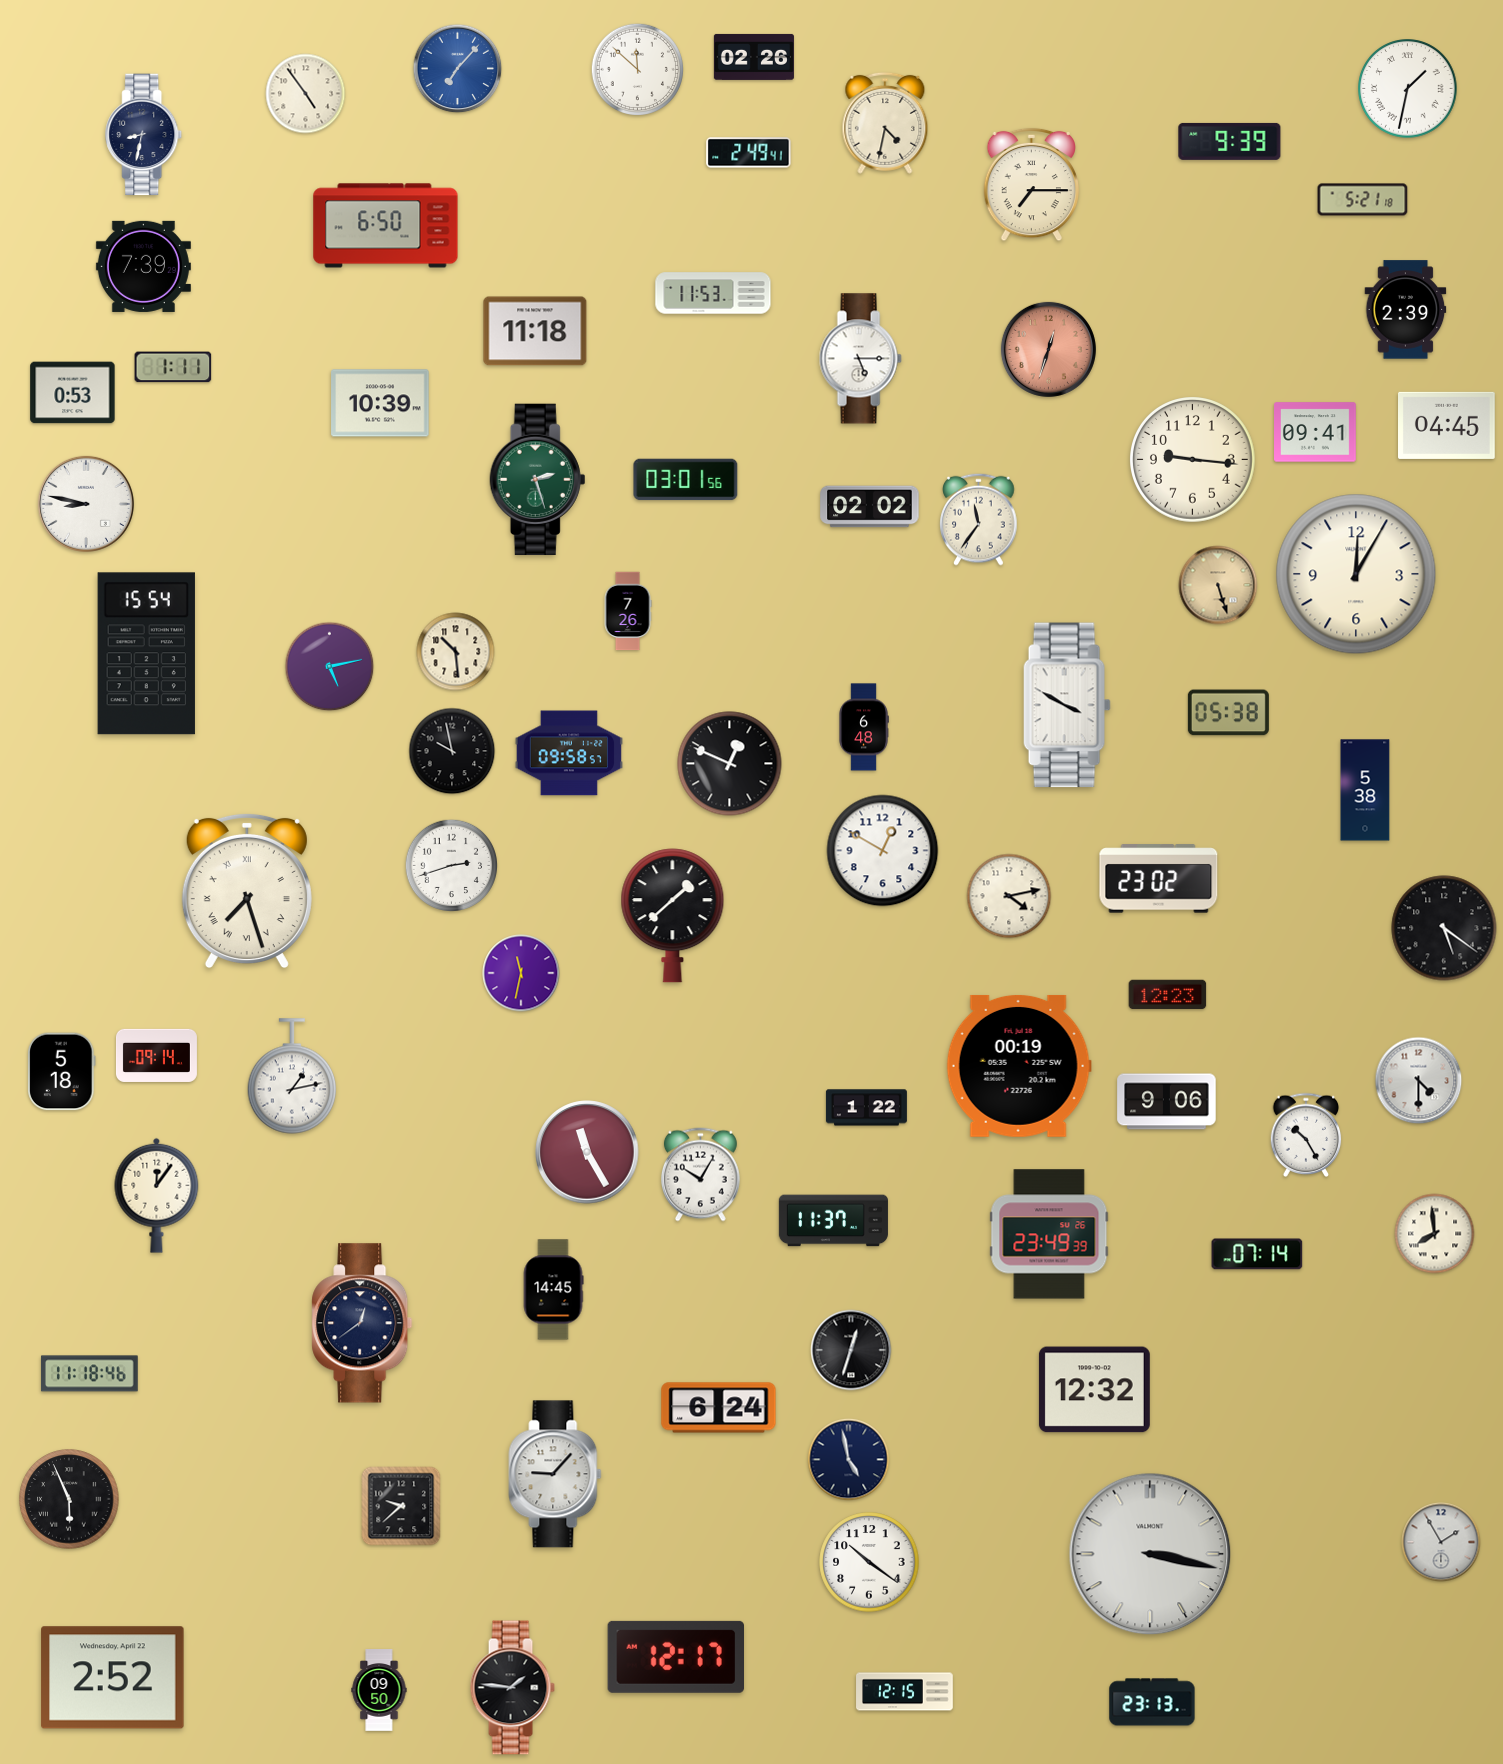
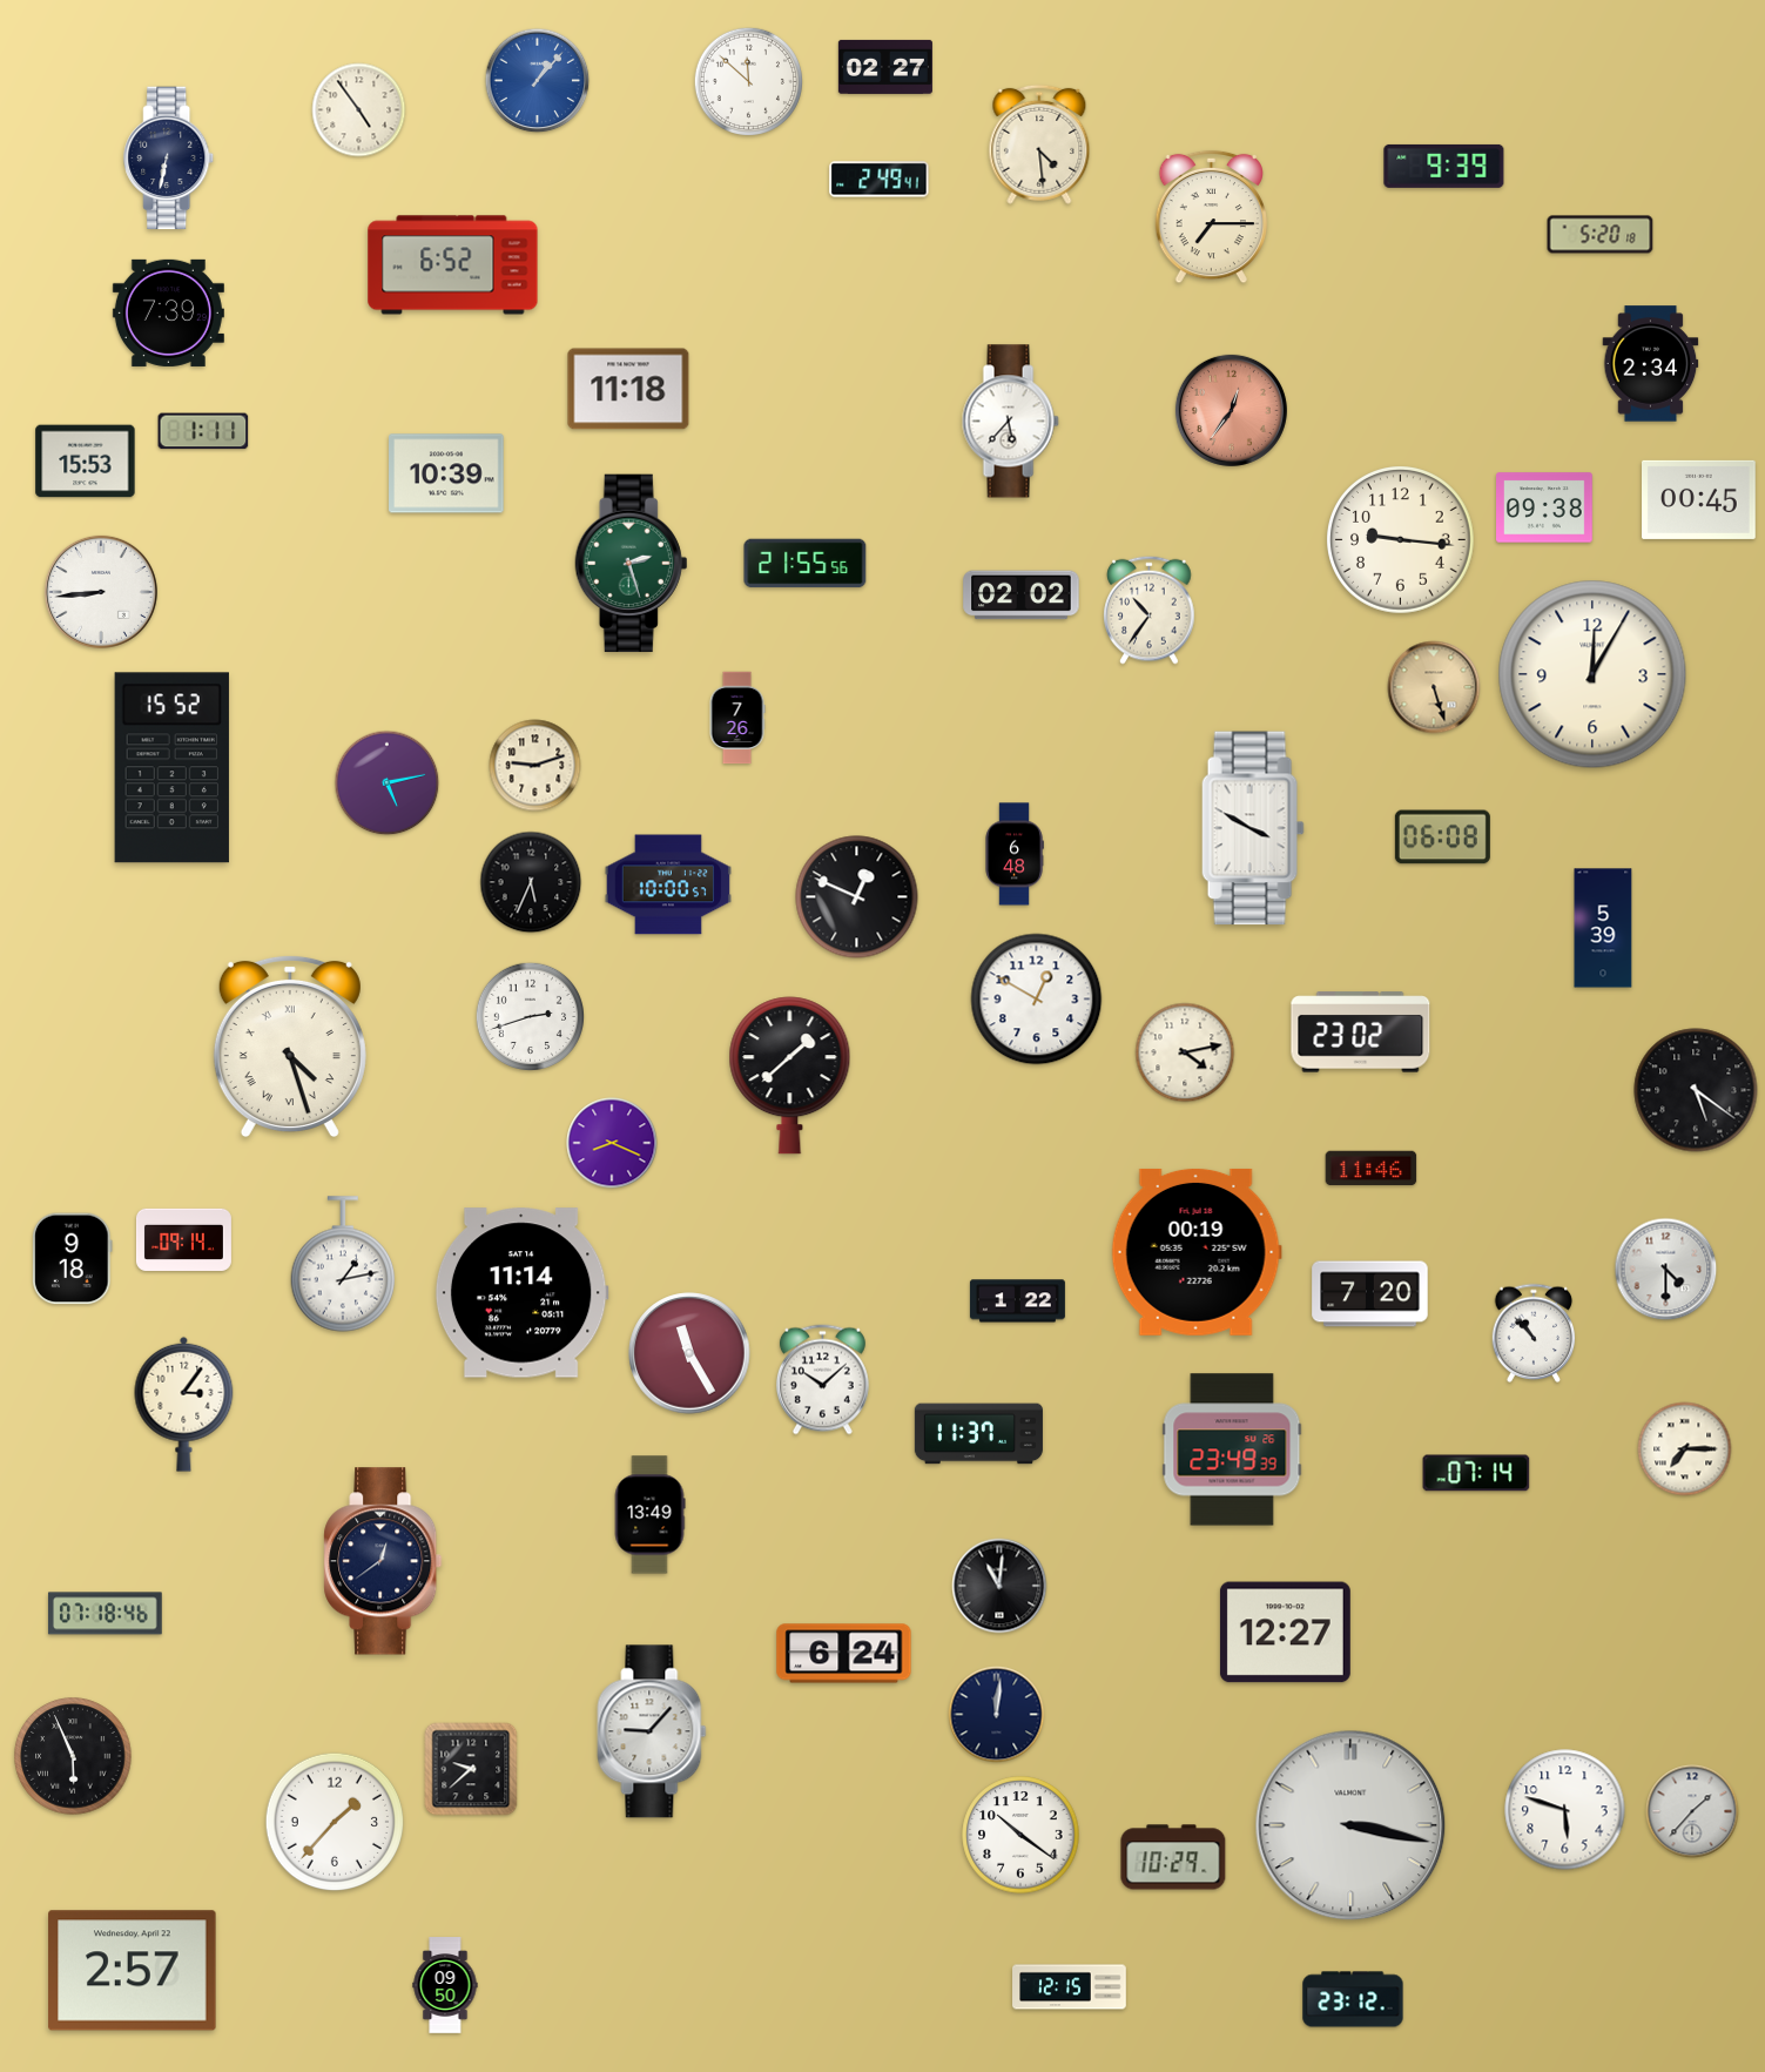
clock at (754, 57): 02:26 -> 02:27
clock at (458, 69): 7:07 -> 1:07
clock at (1408, 89): 1:32 -> none
clock at (885, 123): 4:32 -> 4:29
clock at (144, 135): 8:32 -> 6:32
clock at (1363, 200): 5:21 -> 5:20
clock at (386, 226): 6:50 -> 6:52
clock at (713, 293): 11:53 -> none
clock at (1406, 310): 2:39 -> 2:34
clock at (1048, 349): 12:33 -> 12:36
clock at (860, 359): 5:15 -> 5:37
clock at (73, 393): 0:53 -> 15:53
clock at (1447, 425): 04:45 -> 00:45
clock at (1316, 432): 09:41 -> 09:38
clock at (686, 480): 03:01 -> 21:55
clock at (86, 504): 8:47 -> 8:44
clock at (979, 519): 11:36 -> 10:36
clock at (1218, 585) position: (1218, 585) -> (1434, 687)
clock at (456, 652): 10:29 -> 9:12
clock at (146, 654): 15:54 -> 15:52
clock at (1228, 713): 05:38 -> 06:08
clock at (452, 751): 9:58 -> 5:34
clock at (568, 753): 09:58 -> 10:00
clock at (1365, 790): 5:38 -> 5:39
clock at (247, 891): 7:27 -> 4:27
clock at (521, 973): 11:32 -> 8:19
clock at (1168, 995): 12:23 -> 11:46
clock at (62, 1072): 5:18 -> 9:18
clock at (521, 1293): none -> 11:14
clock at (1167, 1102): 9:06 -> 7:20
clock at (1306, 1134): 10:25 -> 10:53
clock at (700, 1175): 10:05 -> 10:08
clock at (157, 1195): 12:06 -> 3:06
clock at (1435, 1234): 7:59 -> 7:15
clock at (553, 1290): 14:45 -> 13:49
clock at (362, 1323) position: (362, 1323) -> (383, 1561)
clock at (851, 1350): 12:33 -> 11:01
clock at (89, 1374): 11:18 -> 07:18
clock at (1094, 1390): 12:32 -> 12:27
clock at (849, 1460): 4:58 -> 12:01
clock at (69, 1499) position: (69, 1499) -> (73, 1756)
clock at (1565, 1810): none -> 5:48
clock at (1441, 1542): 1:55 -> 1:37
clock at (335, 1822): none -> 1:37
clock at (1173, 1857): none -> 10:29
clock at (675, 1657): 12:17 -> none
clock at (113, 1678): 2:52 -> 2:57
clock at (512, 1688): 1:46 -> none
clock at (905, 1692) position: (905, 1692) -> (1070, 1987)
clock at (1152, 1702): 23:13 -> 23:12
